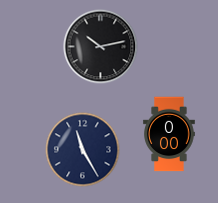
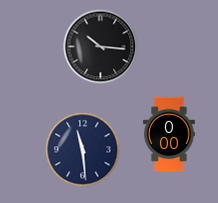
clock at (101, 47): 10:13 -> 10:16
clock at (83, 150): 11:25 -> 11:29
